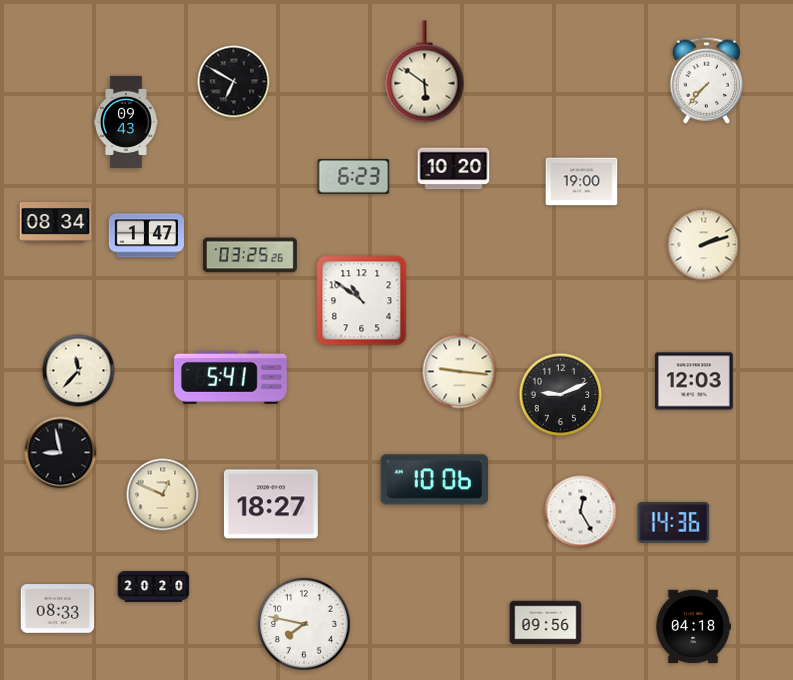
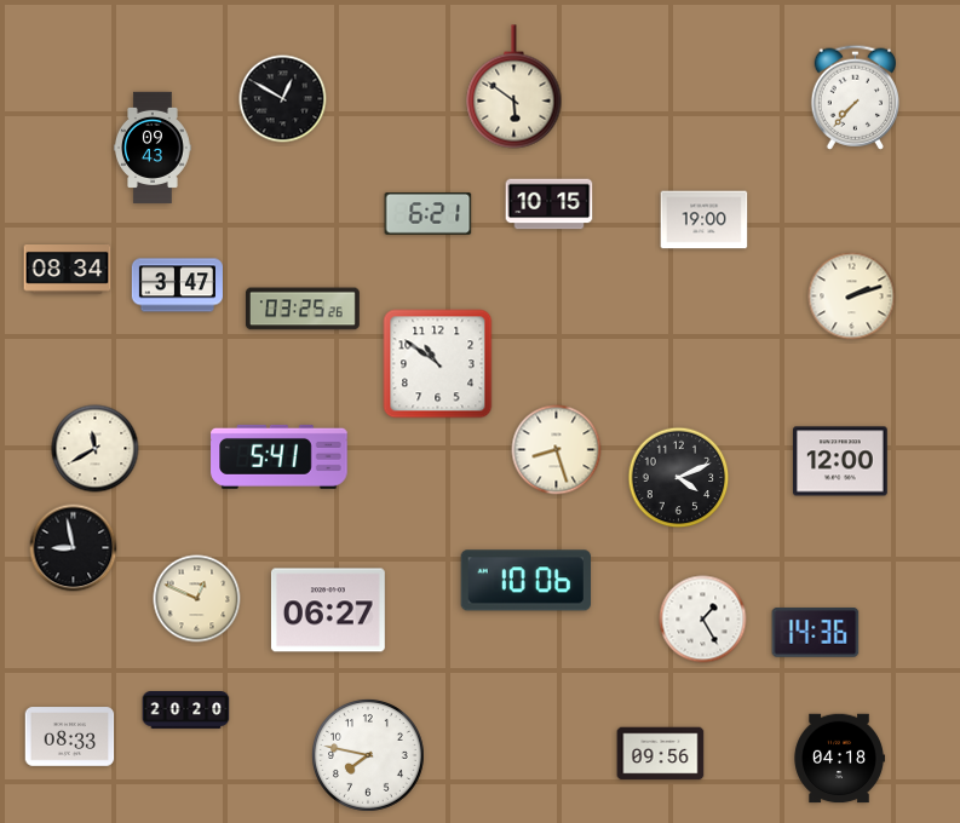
clock at (234, 82): 6:50 -> 12:50
clock at (454, 169): 10:20 -> 10:15
clock at (354, 177): 6:23 -> 6:21
clock at (146, 236): 1:47 -> 3:47
clock at (79, 371): 11:37 -> 11:40
clock at (460, 372): 9:16 -> 8:27
clock at (695, 381): 12:03 -> 12:00
clock at (561, 395): 9:11 -> 4:11
clock at (271, 504): 18:27 -> 06:27
clock at (581, 512): 12:25 -> 1:25
